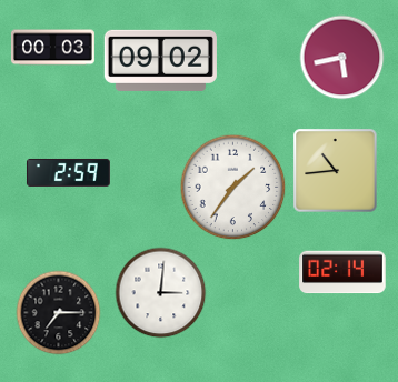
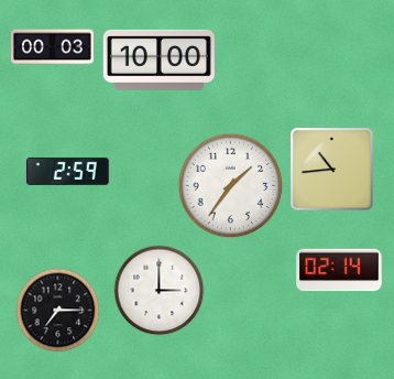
clock at (342, 58): 5:43 -> none
clock at (160, 60): 09:02 -> 10:00
clock at (161, 293): 3:01 -> 3:00
